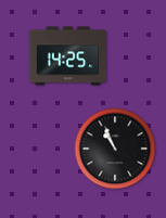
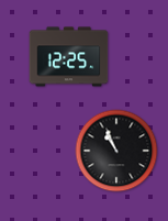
clock at (68, 56): 14:25 -> 12:25
